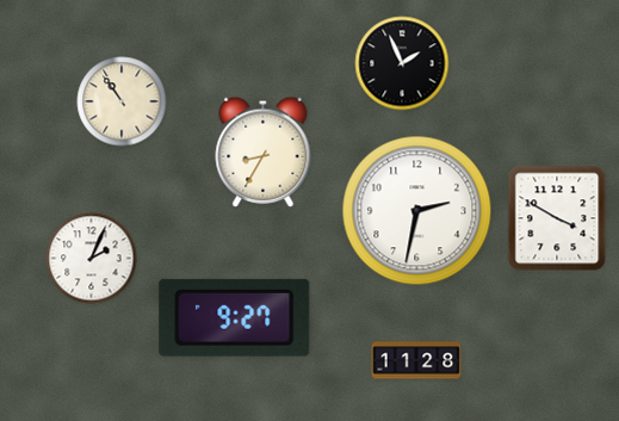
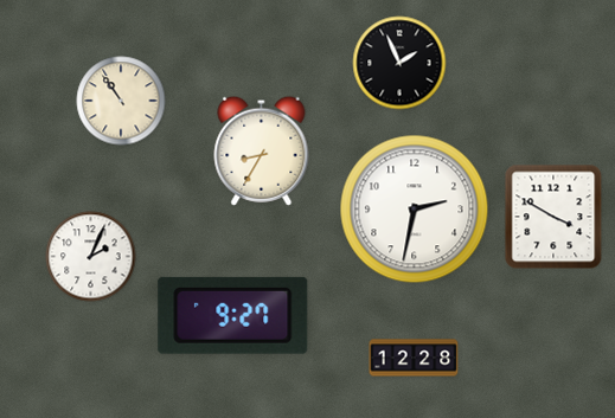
clock at (416, 360): 11:28 -> 12:28
